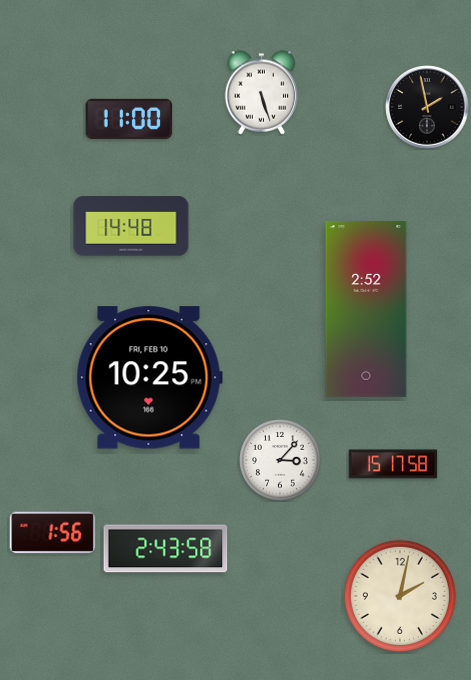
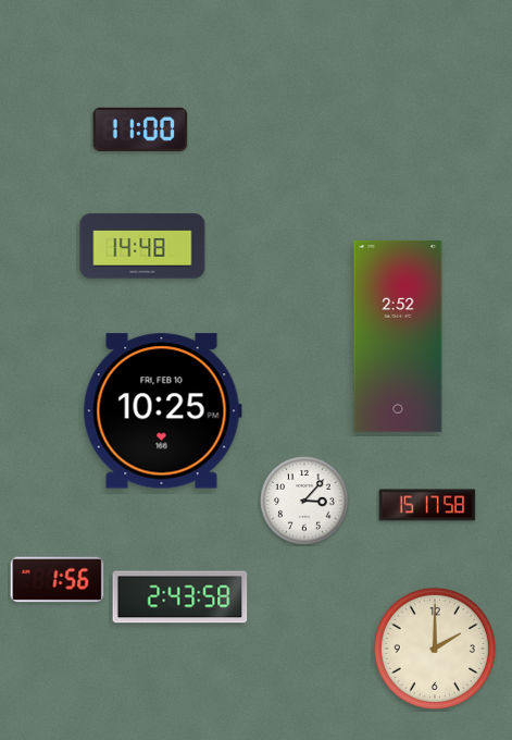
clock at (262, 93): 5:27 -> none
clock at (427, 107): 1:58 -> none
clock at (400, 596): 2:02 -> 2:00
